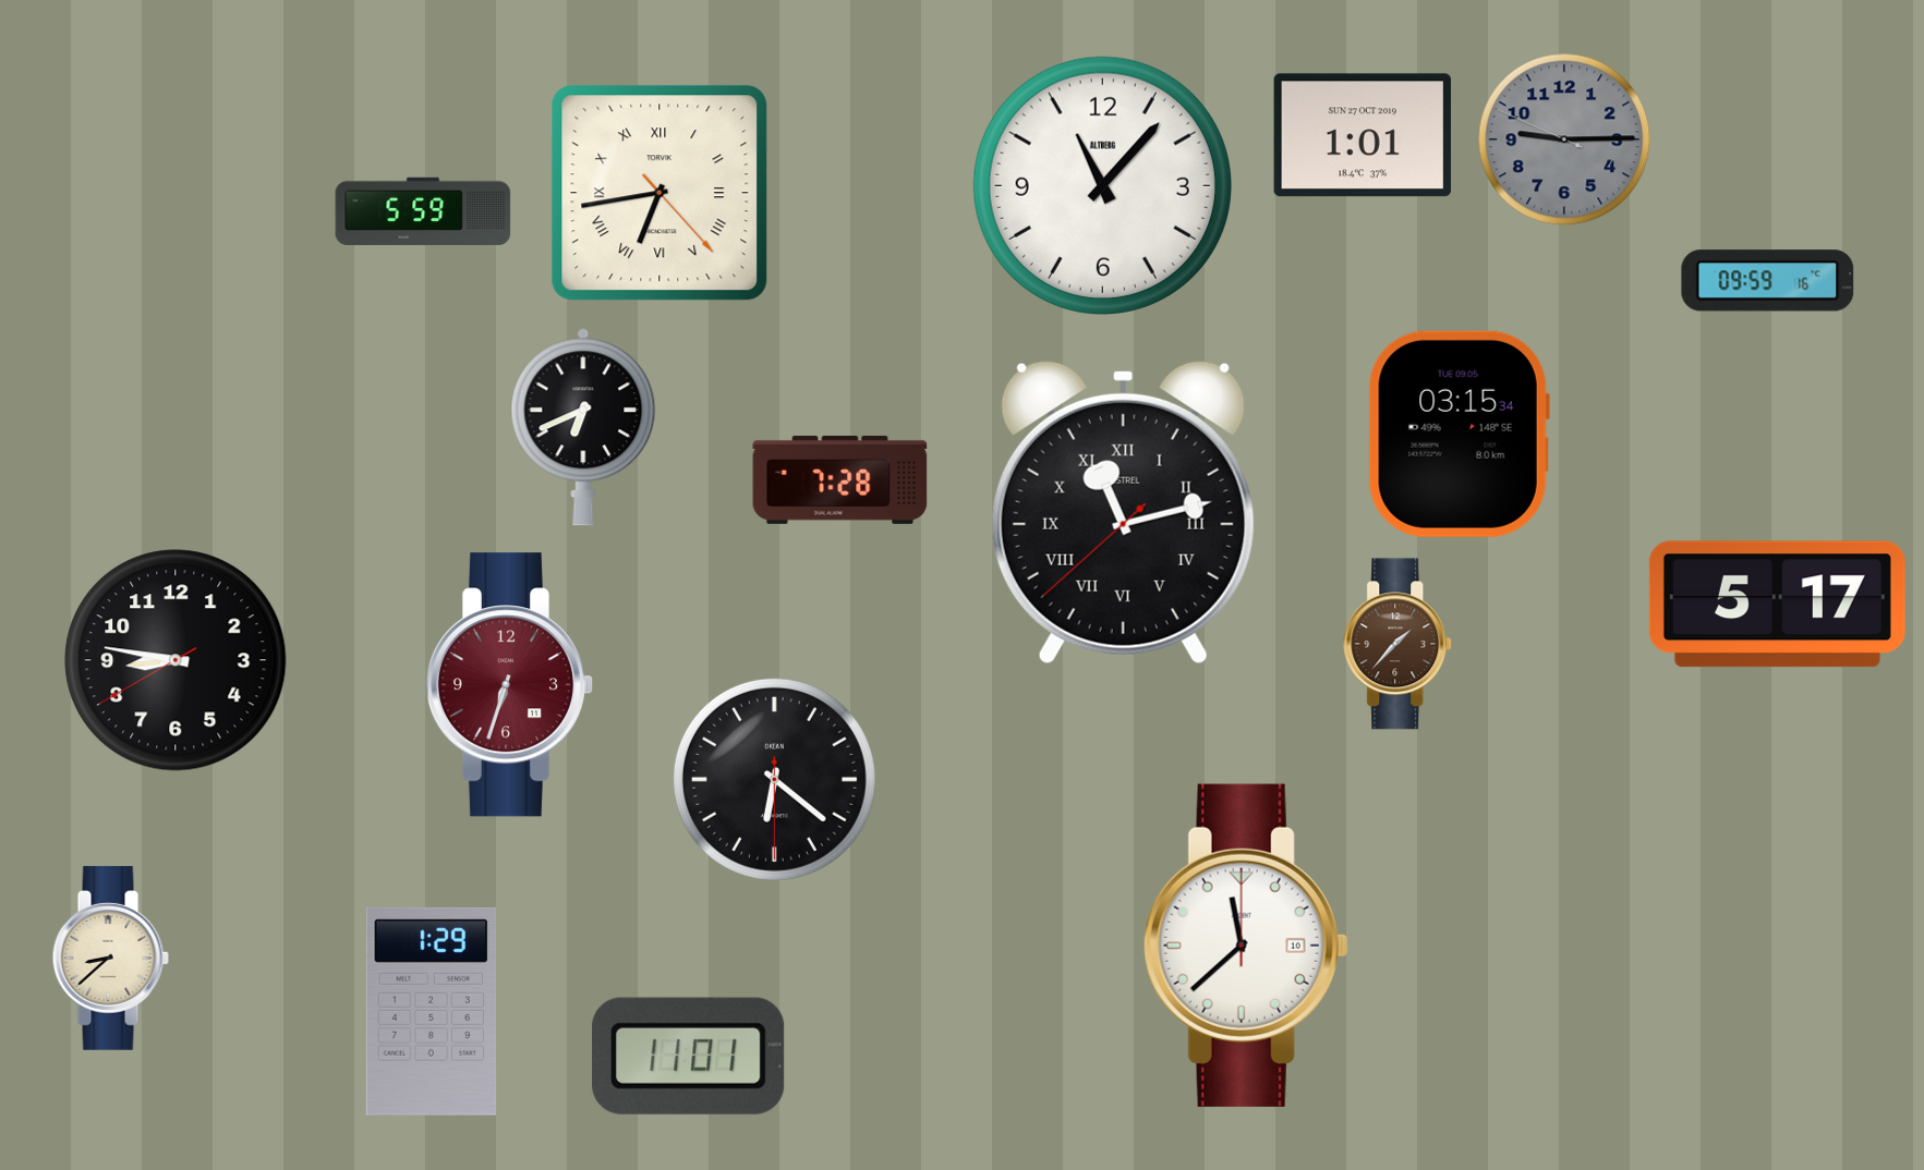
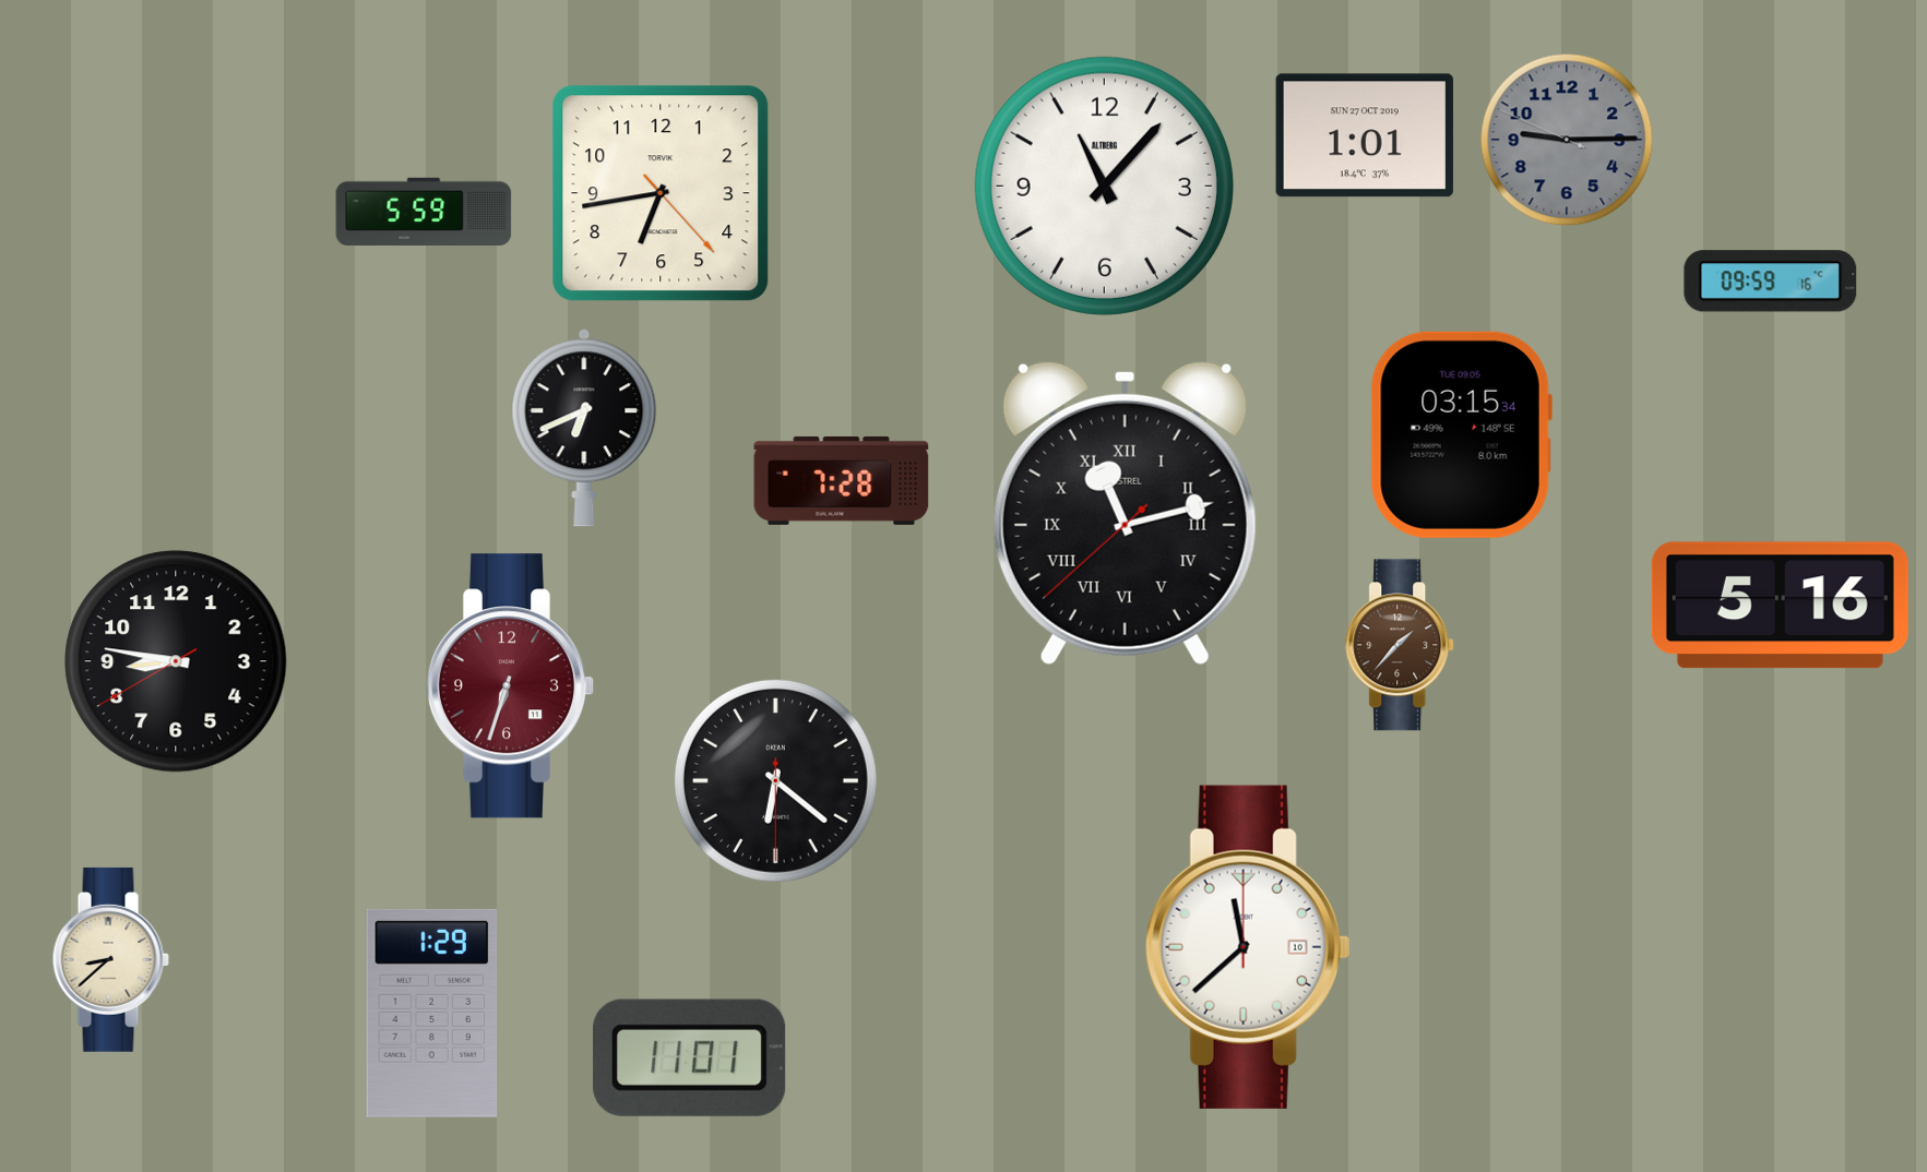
clock at (660, 193) numerals: Roman -> Arabic
clock at (1777, 605): 5:17 -> 5:16
